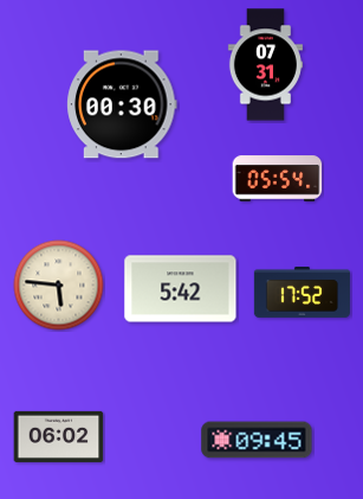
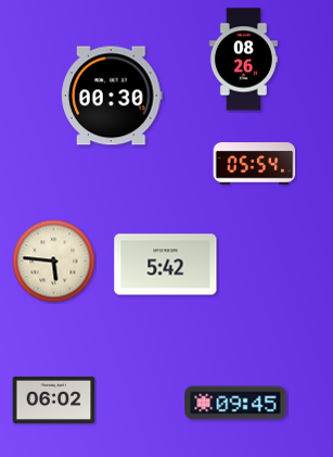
clock at (265, 65): 07:31 -> 08:26
clock at (302, 292): 17:52 -> none
